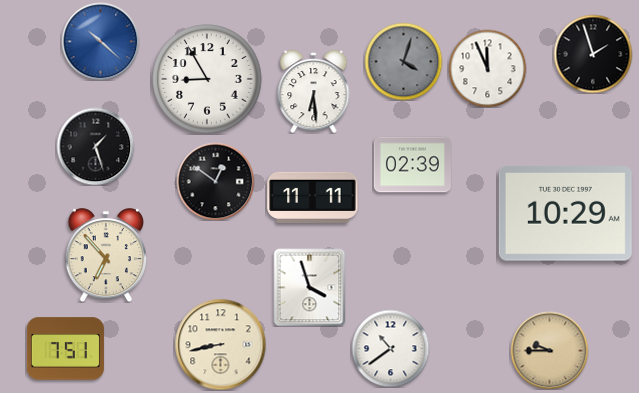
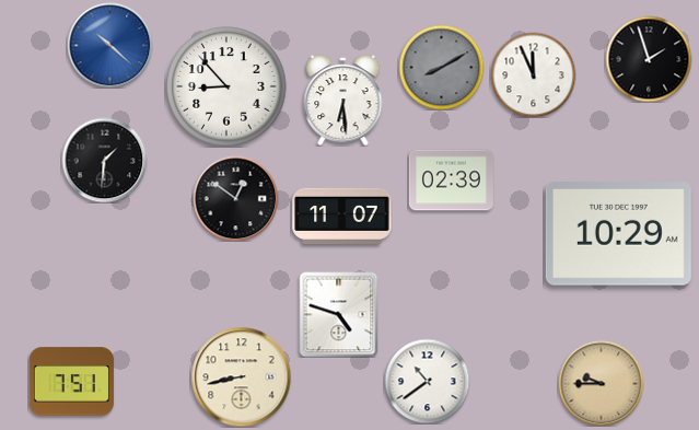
clock at (403, 61): 4:03 -> 8:10
clock at (207, 79): 8:55 -> 8:53
clock at (95, 146): 1:27 -> 1:31
clock at (313, 197): 11:11 -> 11:07
clock at (105, 255): 6:53 -> none
clock at (310, 287): 3:57 -> 4:48
